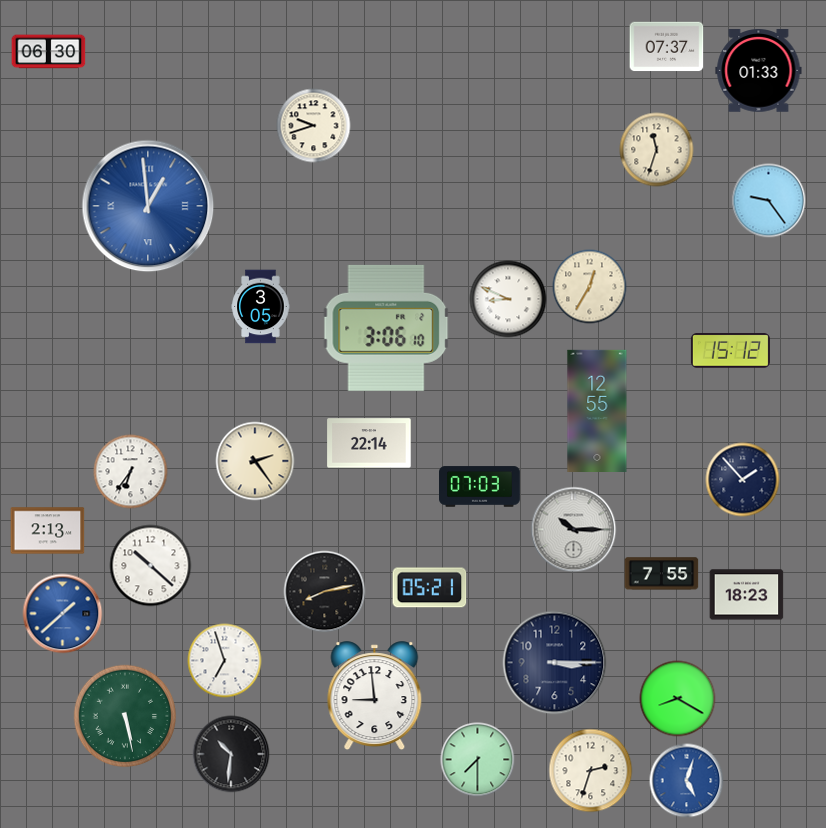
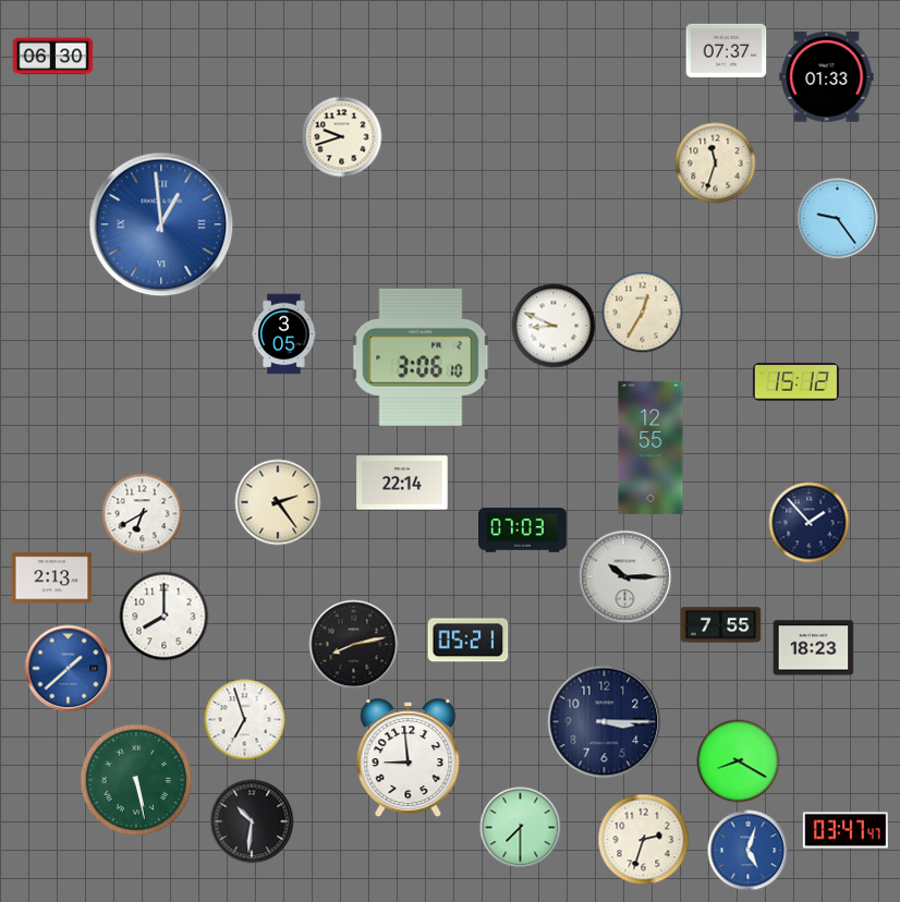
clock at (131, 472): 6:36 -> 6:40
clock at (151, 566): 10:22 -> 8:00
clock at (846, 830): none -> 03:47
